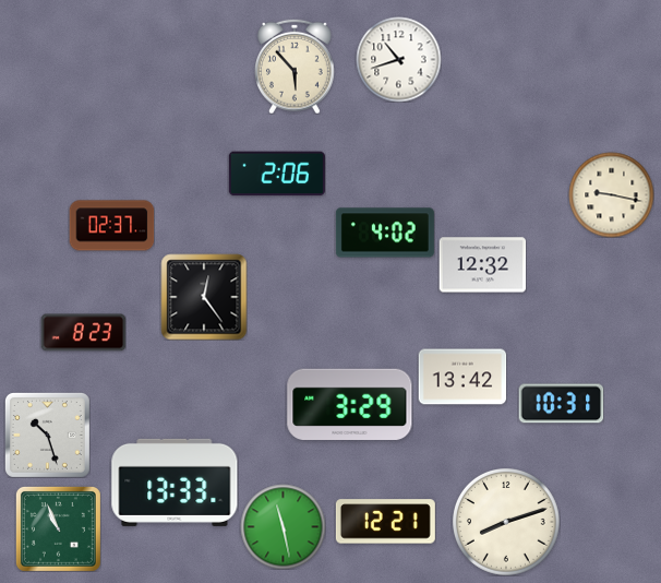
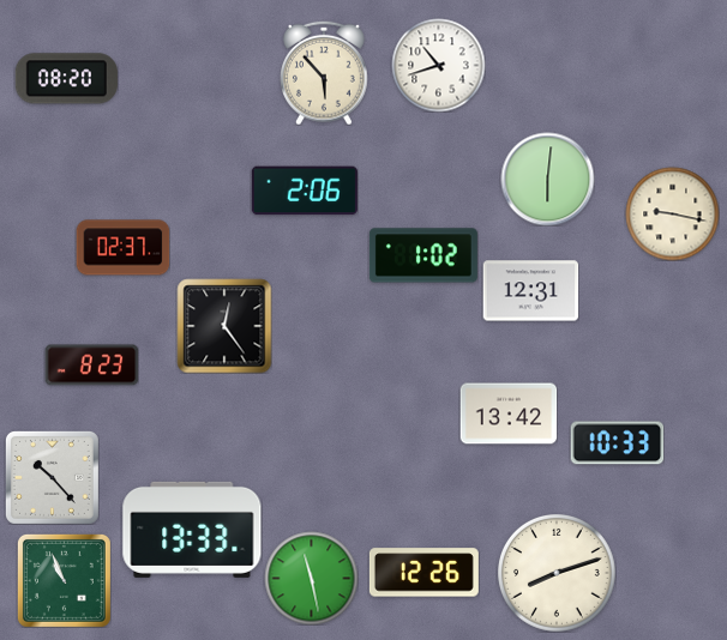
clock at (66, 79): none -> 08:20
clock at (547, 179): none -> 6:01
clock at (385, 233): 4:02 -> 1:02
clock at (482, 265): 12:32 -> 12:31
clock at (350, 404): 3:29 -> none
clock at (561, 404): 10:31 -> 10:33
clock at (47, 435): 10:27 -> 10:23
clock at (385, 522): 12:21 -> 12:26
